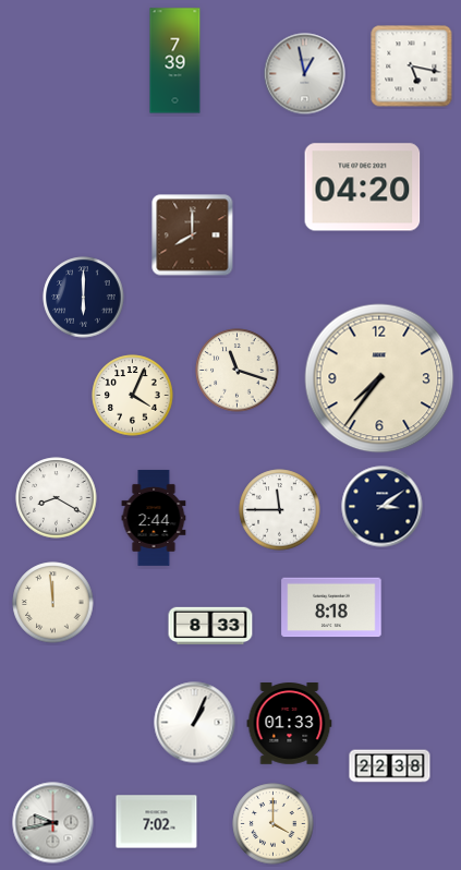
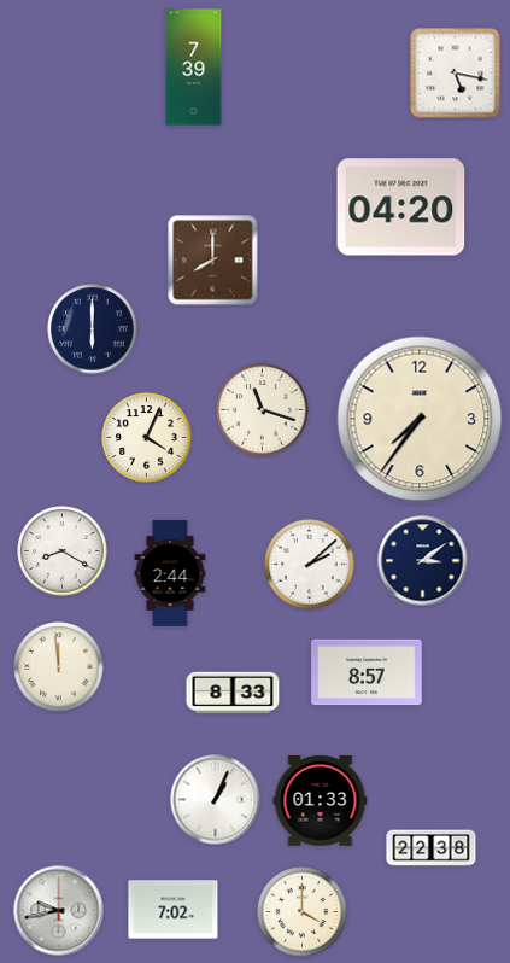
clock at (305, 74): 12:58 -> none
clock at (280, 510): 11:45 -> 2:08
clock at (331, 607): 8:18 -> 8:57
